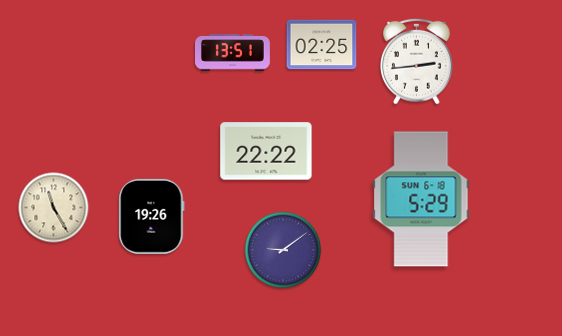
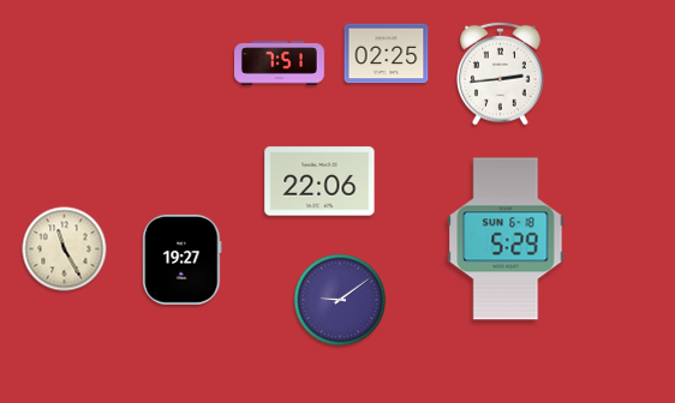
clock at (233, 53): 13:51 -> 7:51
clock at (266, 151): 22:22 -> 22:06
clock at (152, 216): 19:26 -> 19:27
